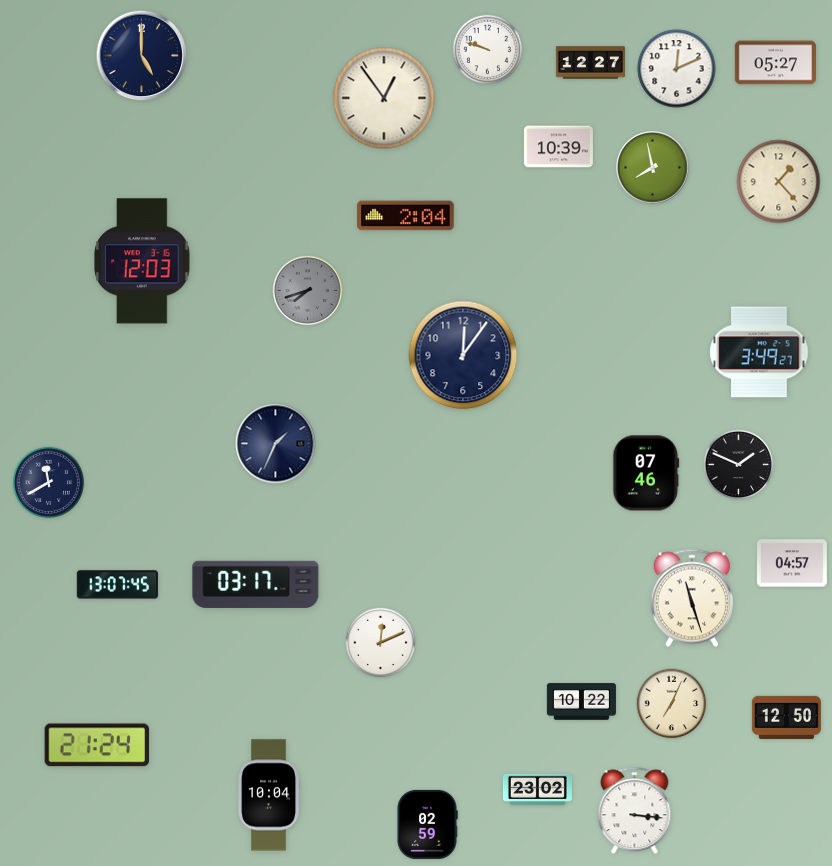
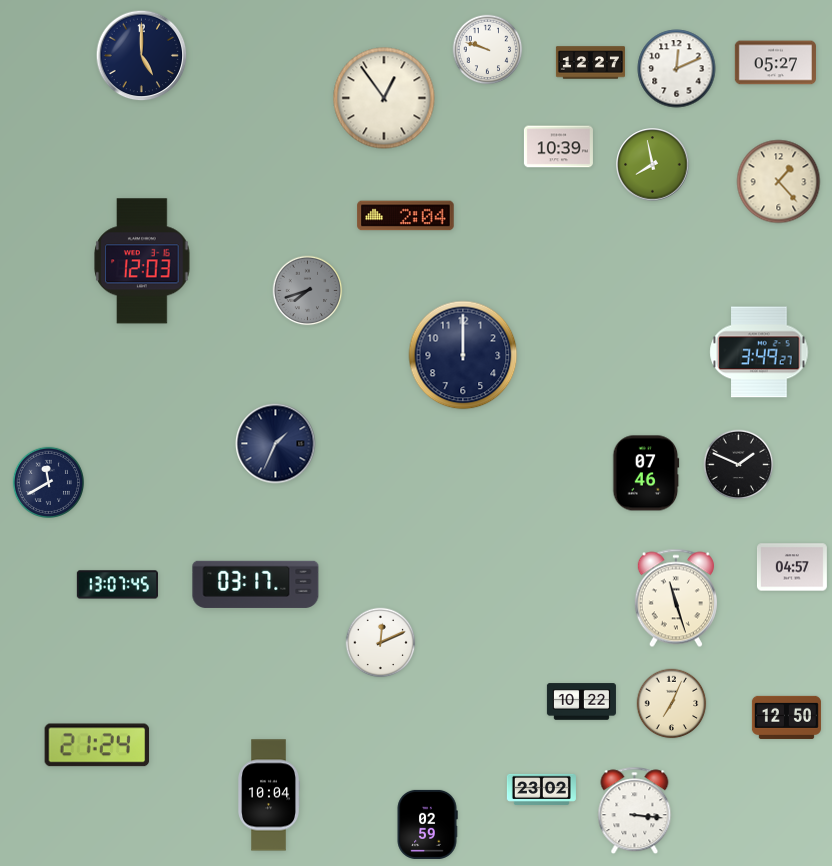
clock at (653, 168) position: (653, 168) -> (653, 165)
clock at (463, 355): 12:06 -> 12:00
clock at (792, 563) position: (792, 563) -> (792, 567)
clock at (692, 598) position: (692, 598) -> (676, 598)
clock at (537, 789) position: (537, 789) -> (541, 789)
